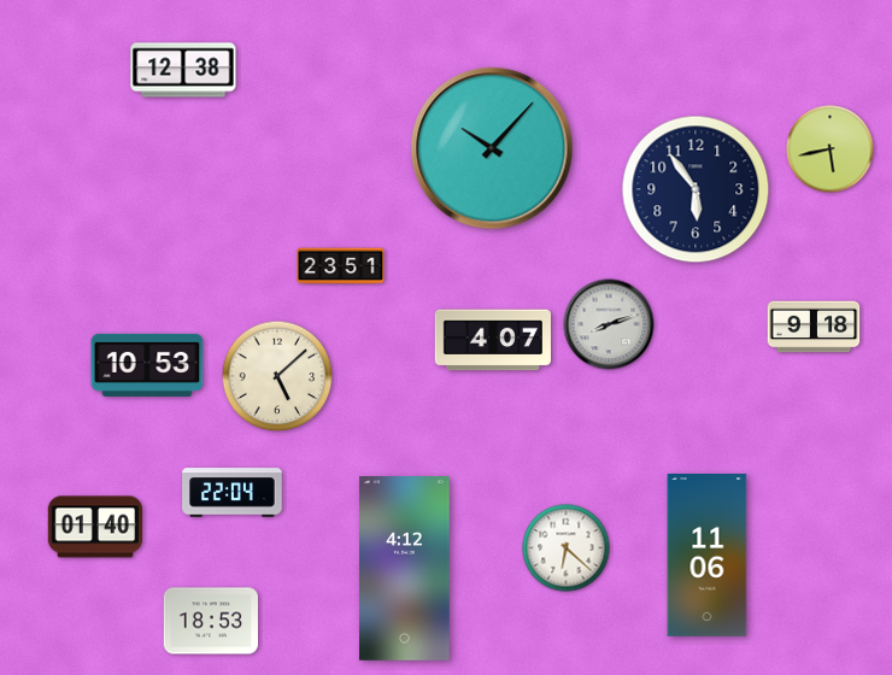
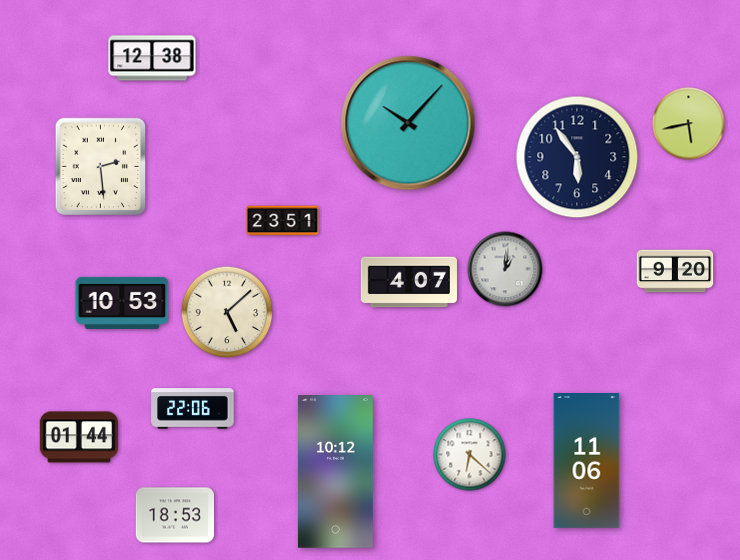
clock at (101, 167): none -> 2:29
clock at (609, 324): 8:12 -> 1:01
clock at (814, 327): 9:18 -> 9:20
clock at (277, 376) position: (277, 376) -> (227, 312)
clock at (233, 493): 22:04 -> 22:06
clock at (94, 527): 01:40 -> 01:44
clock at (405, 569): 4:12 -> 10:12
